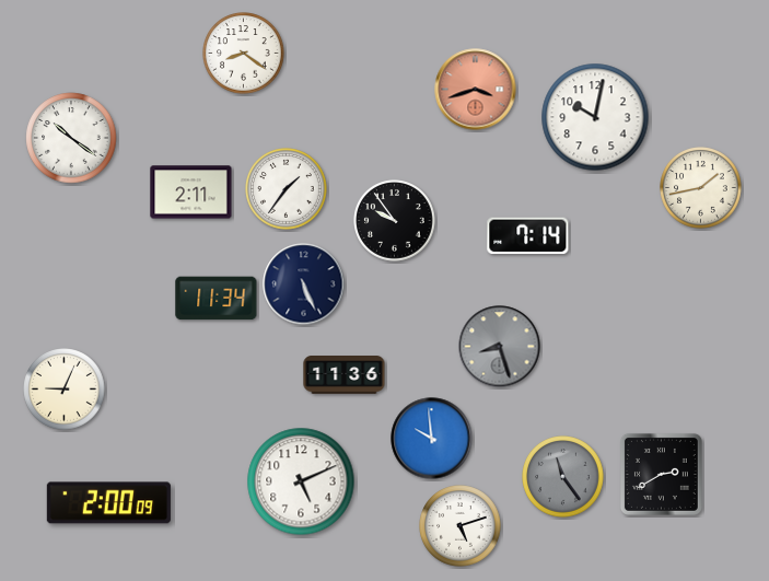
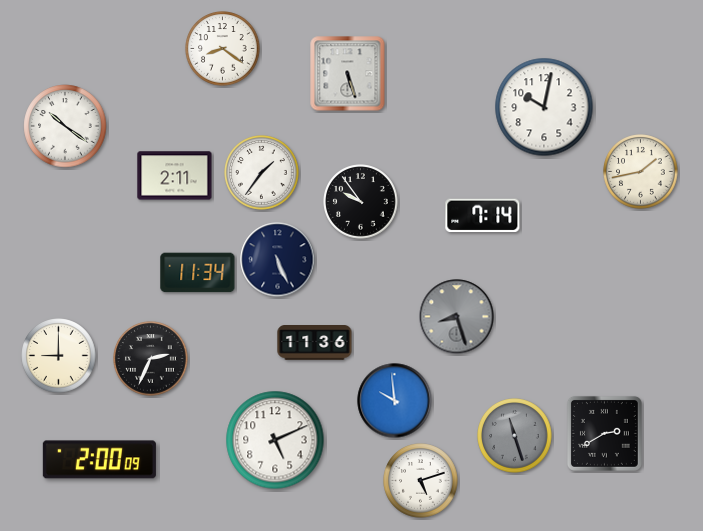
clock at (348, 74): none -> 5:27
clock at (476, 90): 3:42 -> none
clock at (65, 390): 9:04 -> 9:00
clock at (151, 359): none -> 2:34
clock at (563, 477): 11:24 -> 11:27
